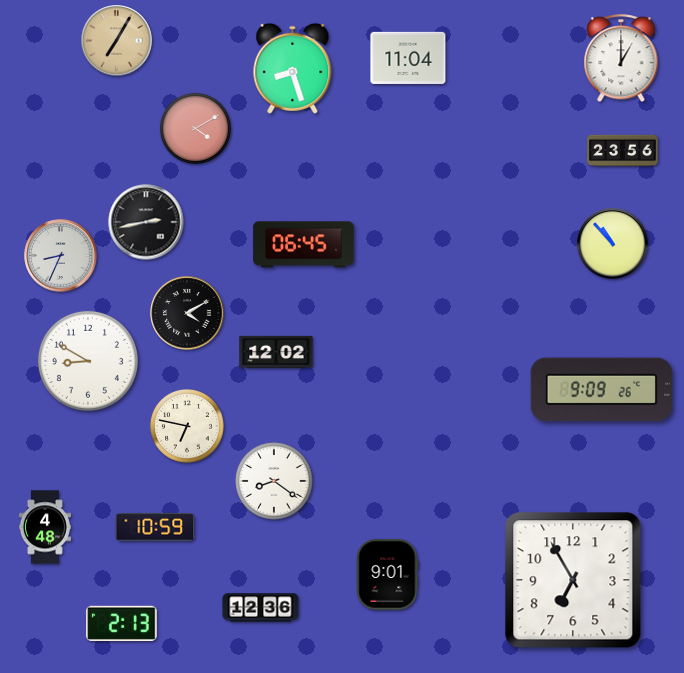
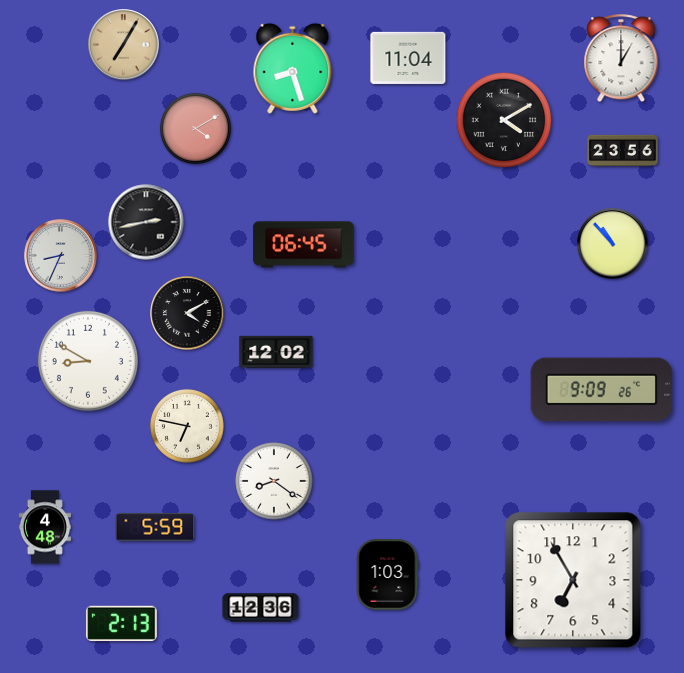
clock at (117, 41) position: (117, 41) -> (124, 45)
clock at (504, 120): none -> 4:10
clock at (155, 527): 10:59 -> 5:59
clock at (387, 575): 9:01 -> 1:03
